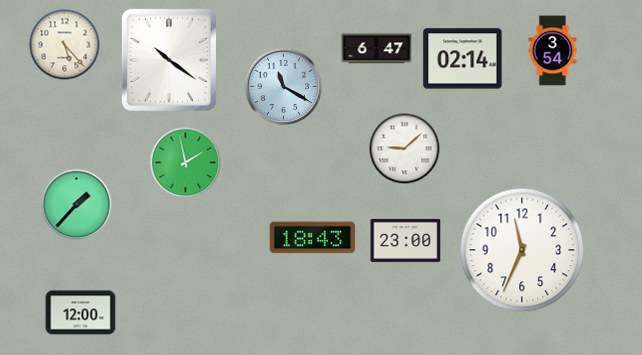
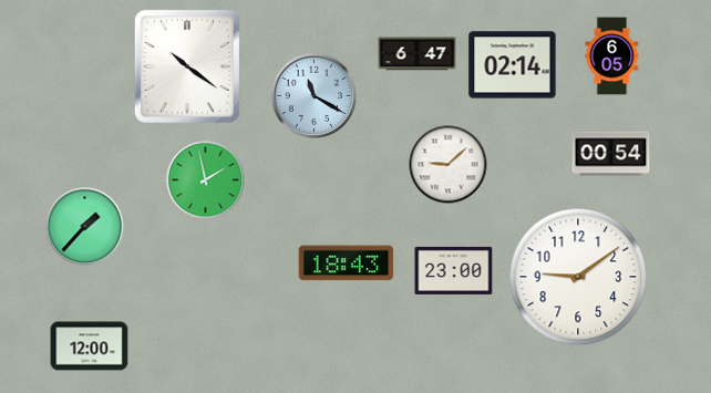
clock at (65, 45): 5:23 -> none
clock at (553, 51): 3:54 -> 6:05
clock at (611, 154): none -> 00:54
clock at (406, 240) position: (406, 240) -> (454, 270)
clock at (522, 250): 11:34 -> 9:09
